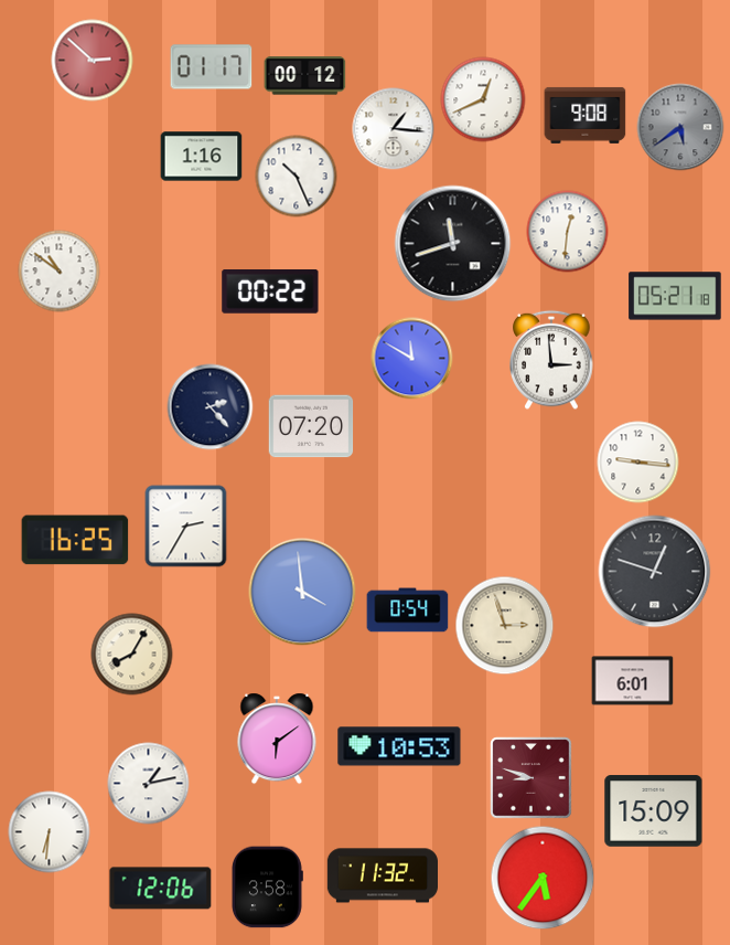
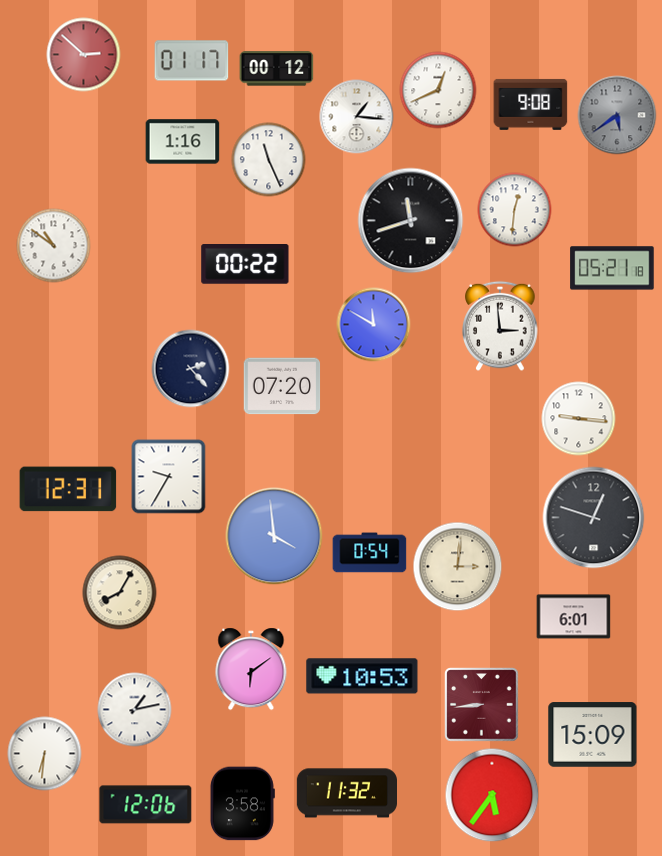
clock at (297, 177): 10:26 -> 11:26
clock at (186, 527): 2:35 -> 9:35
clock at (75, 540): 16:25 -> 12:31
clock at (505, 626): 2:57 -> 3:01
clock at (532, 778): 8:48 -> 8:44
